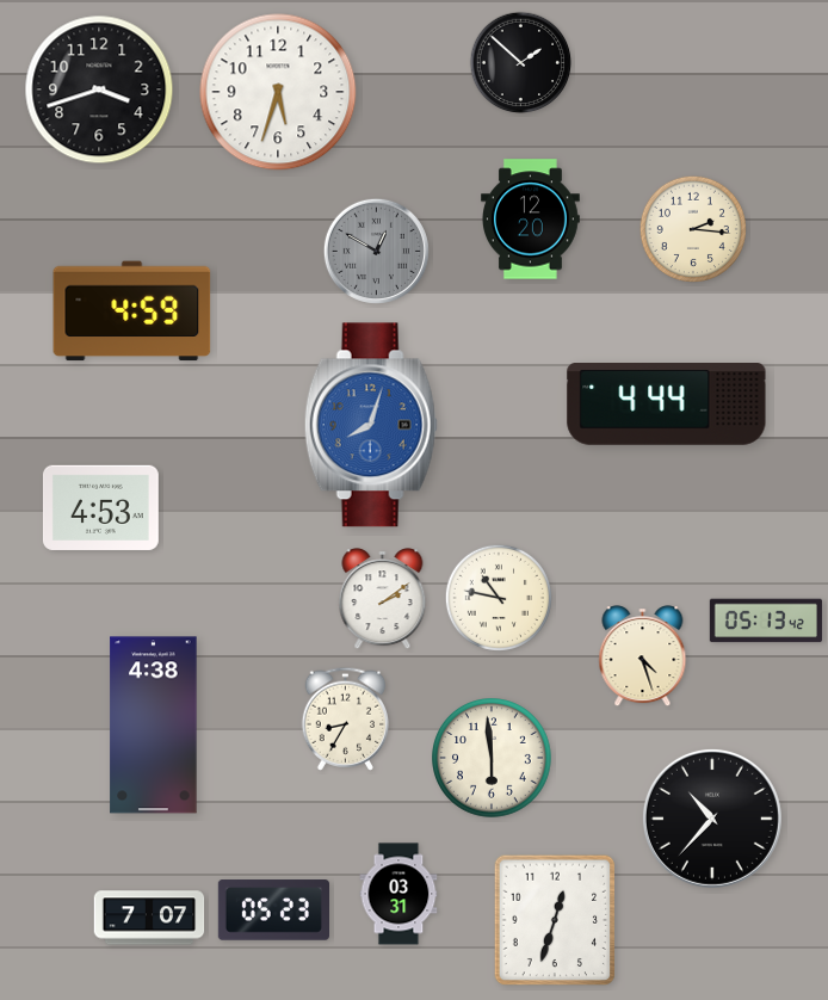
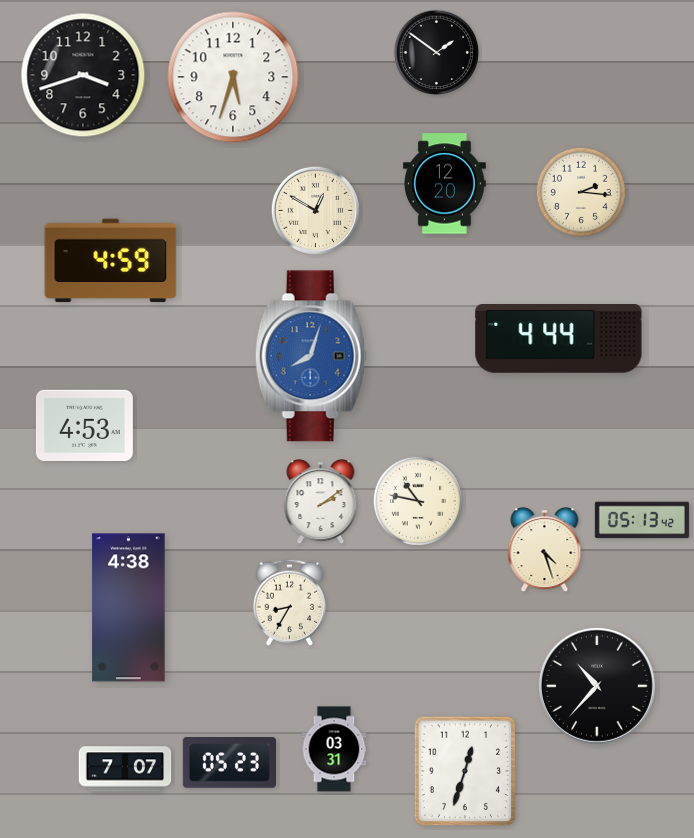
clock at (521, 63): 1:52 -> 1:51
clock at (376, 251) dial: grey -> cream
clock at (643, 656) position: (643, 656) -> (545, 550)
clock at (493, 759): 5:59 -> none
